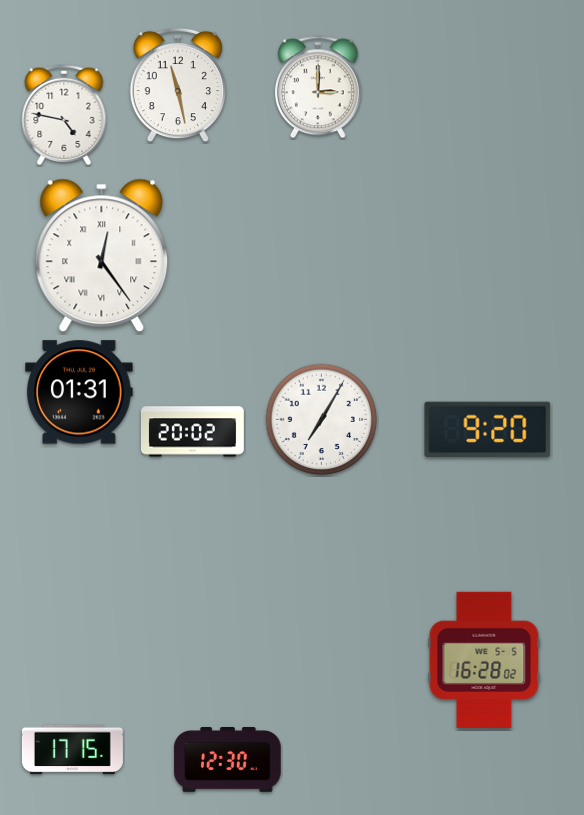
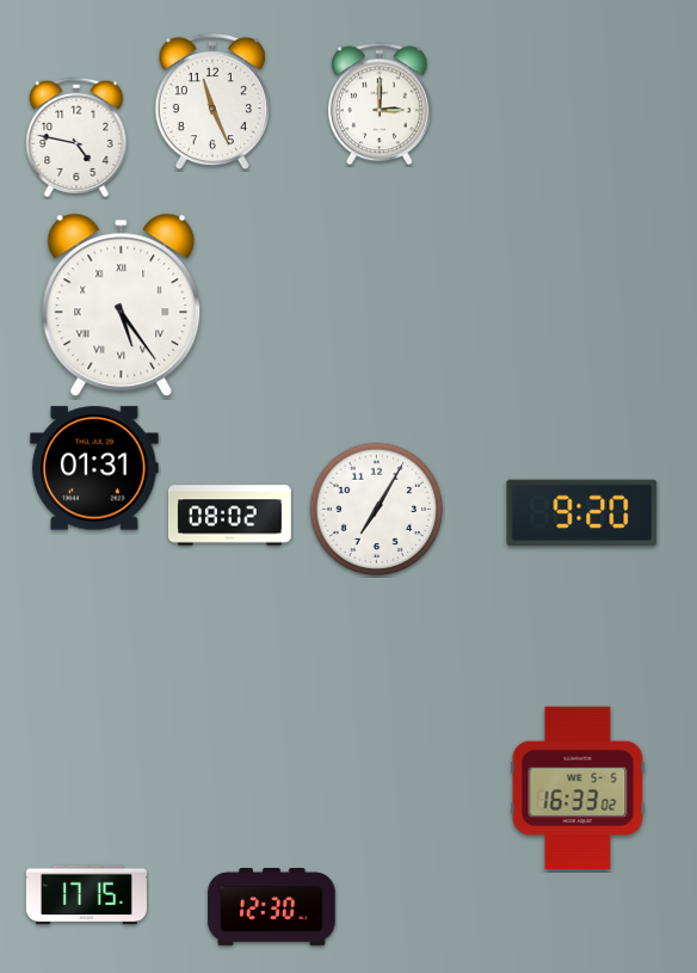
clock at (178, 85): 11:28 -> 11:26
clock at (102, 256): 12:24 -> 5:24
clock at (322, 420) position: (322, 420) -> (377, 510)
clock at (192, 432): 20:02 -> 08:02
clock at (484, 660): 16:28 -> 16:33
